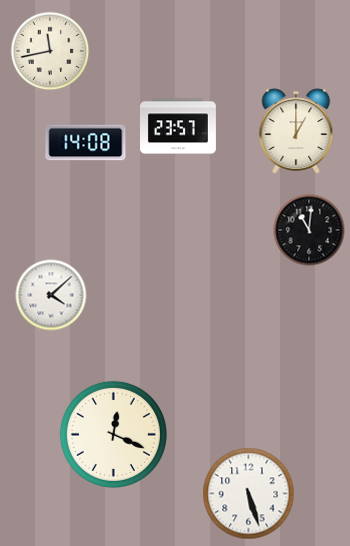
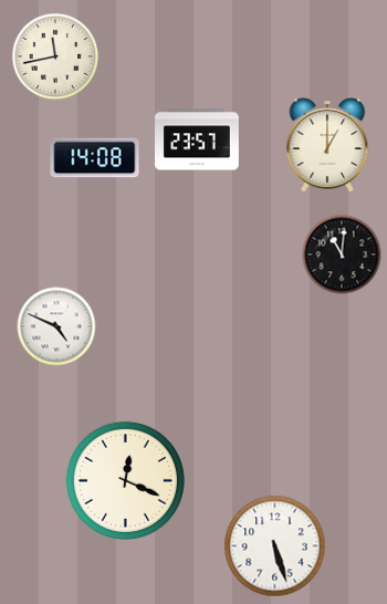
clock at (51, 295): 4:08 -> 4:49
